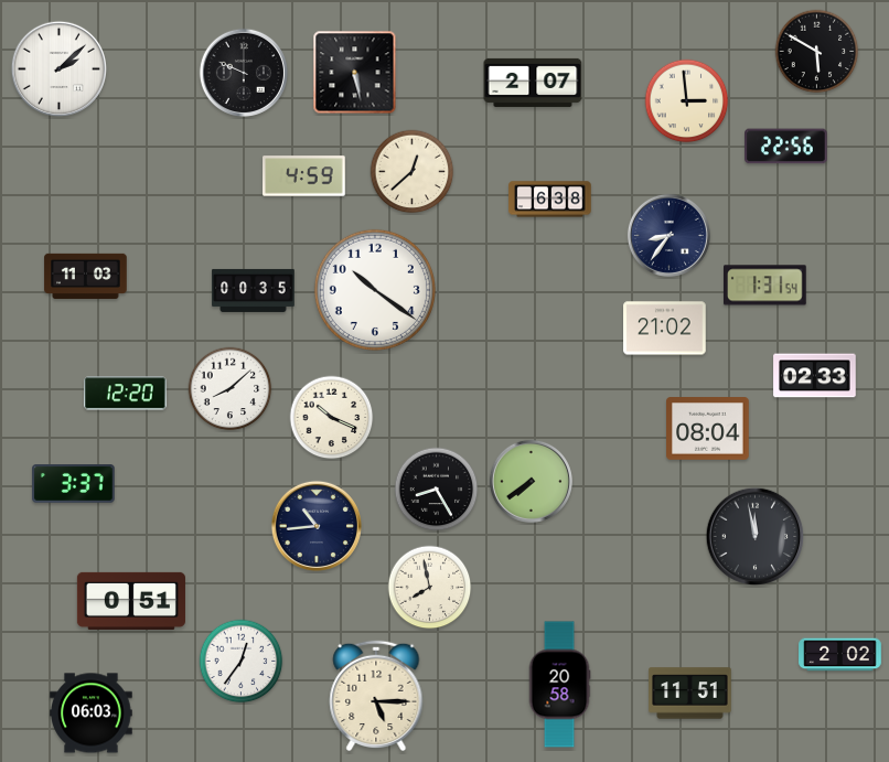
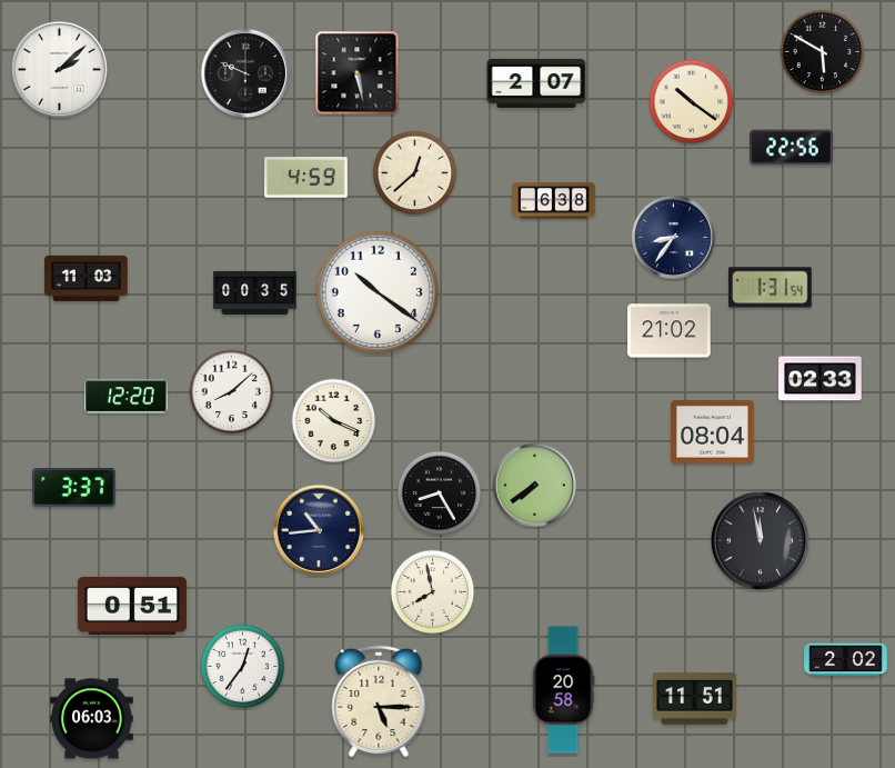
clock at (687, 101): 2:59 -> 10:21
